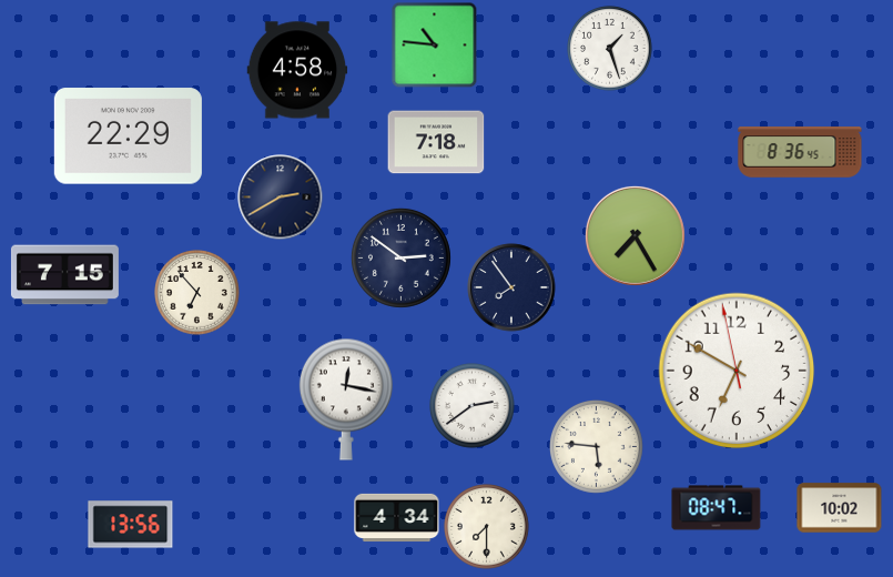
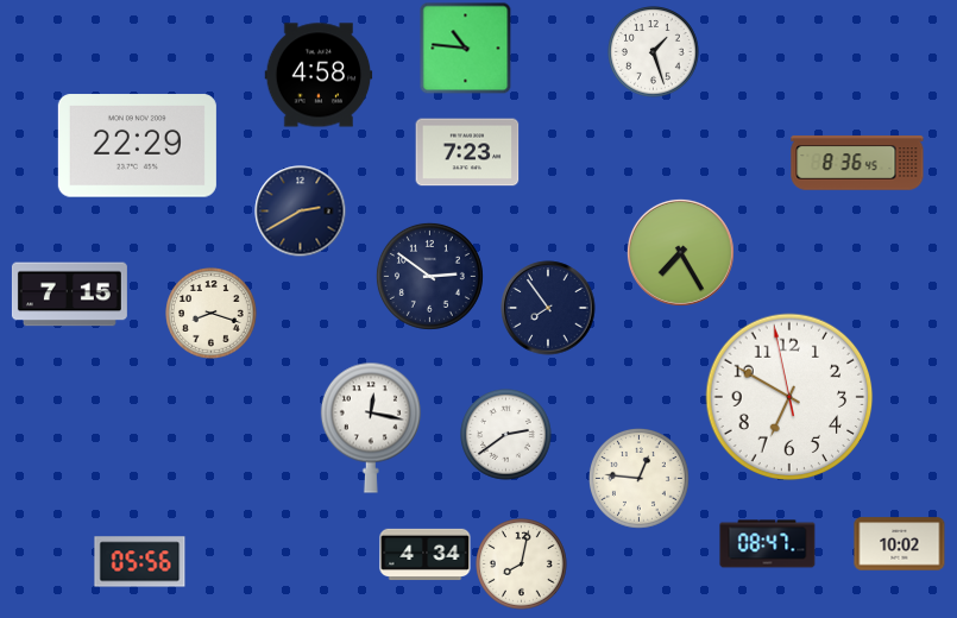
clock at (436, 142): 7:18 -> 7:23
clock at (197, 293): 6:53 -> 8:18
clock at (597, 447): 5:46 -> 12:46
clock at (131, 525): 13:56 -> 05:56
clock at (487, 527): 7:30 -> 8:02
